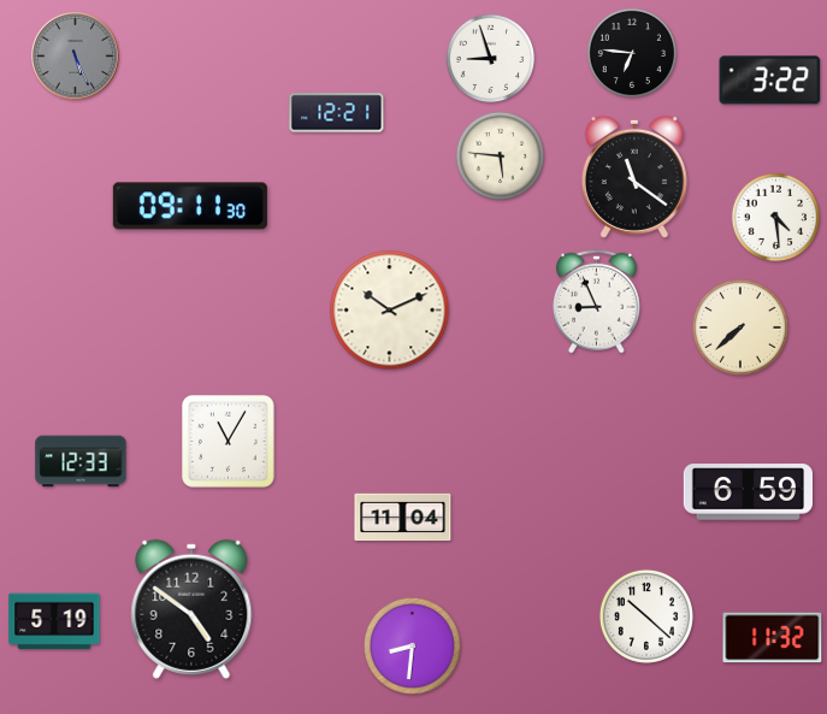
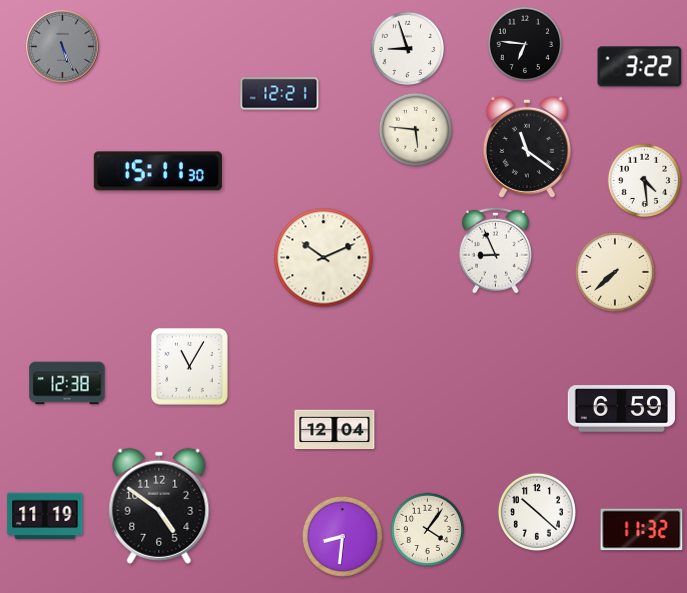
clock at (190, 206): 09:11 -> 15:11
clock at (81, 461): 12:33 -> 12:38
clock at (403, 518): 11:04 -> 12:04
clock at (54, 621): 5:19 -> 11:19
clock at (428, 530): none -> 4:06
